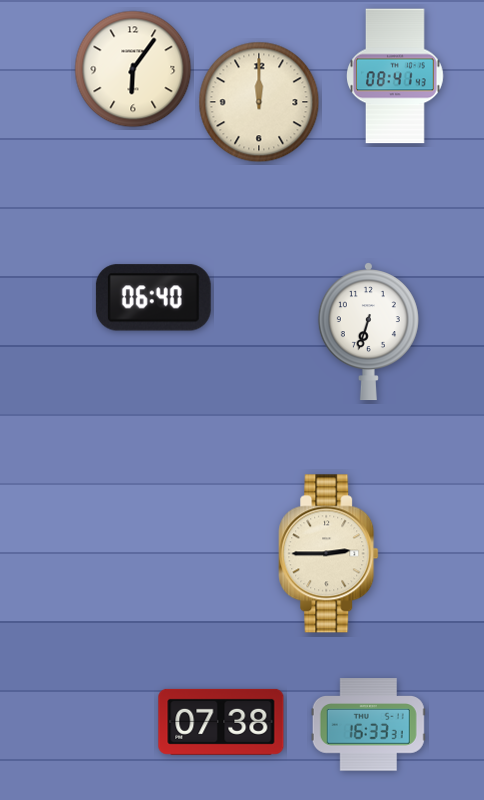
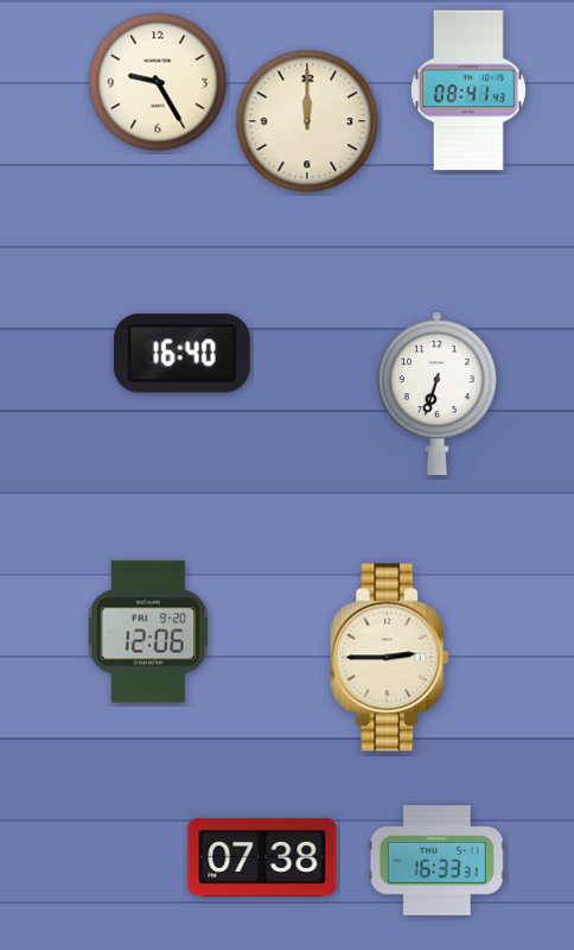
clock at (133, 69): 6:06 -> 9:25
clock at (153, 298): 06:40 -> 16:40
clock at (147, 632): none -> 12:06
